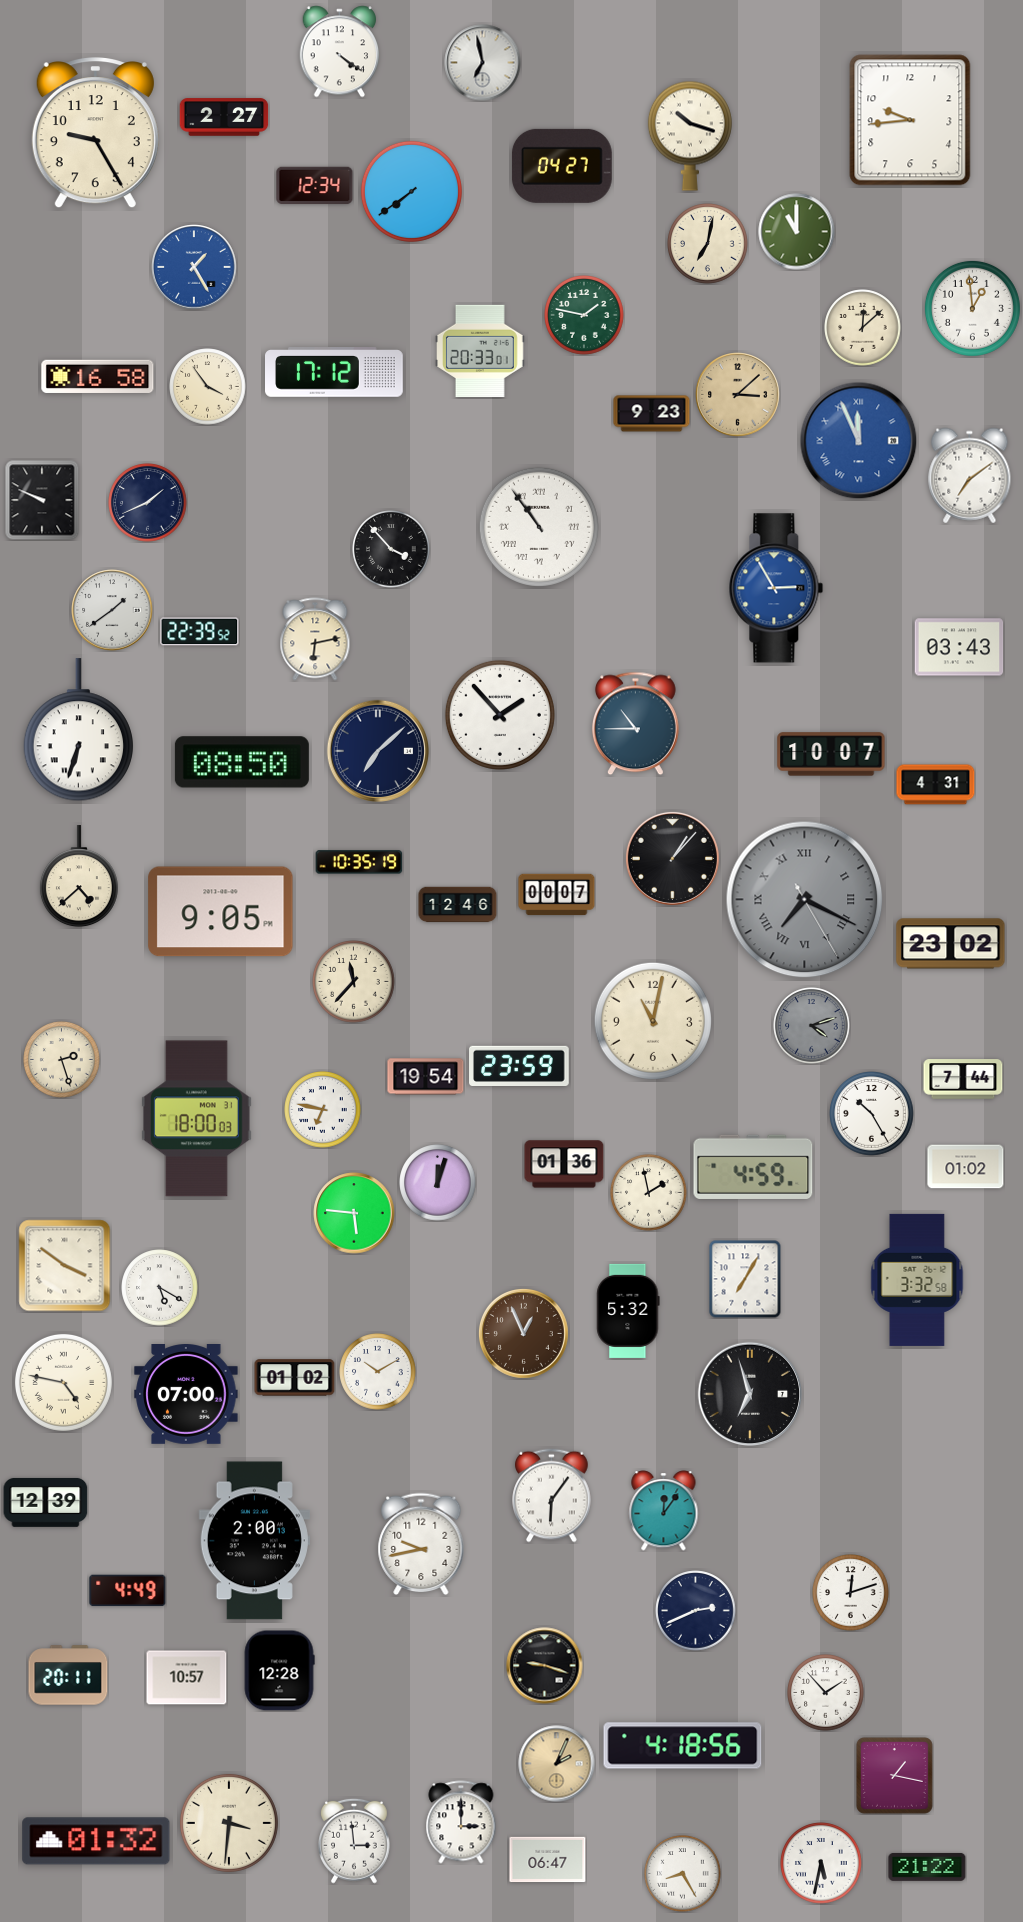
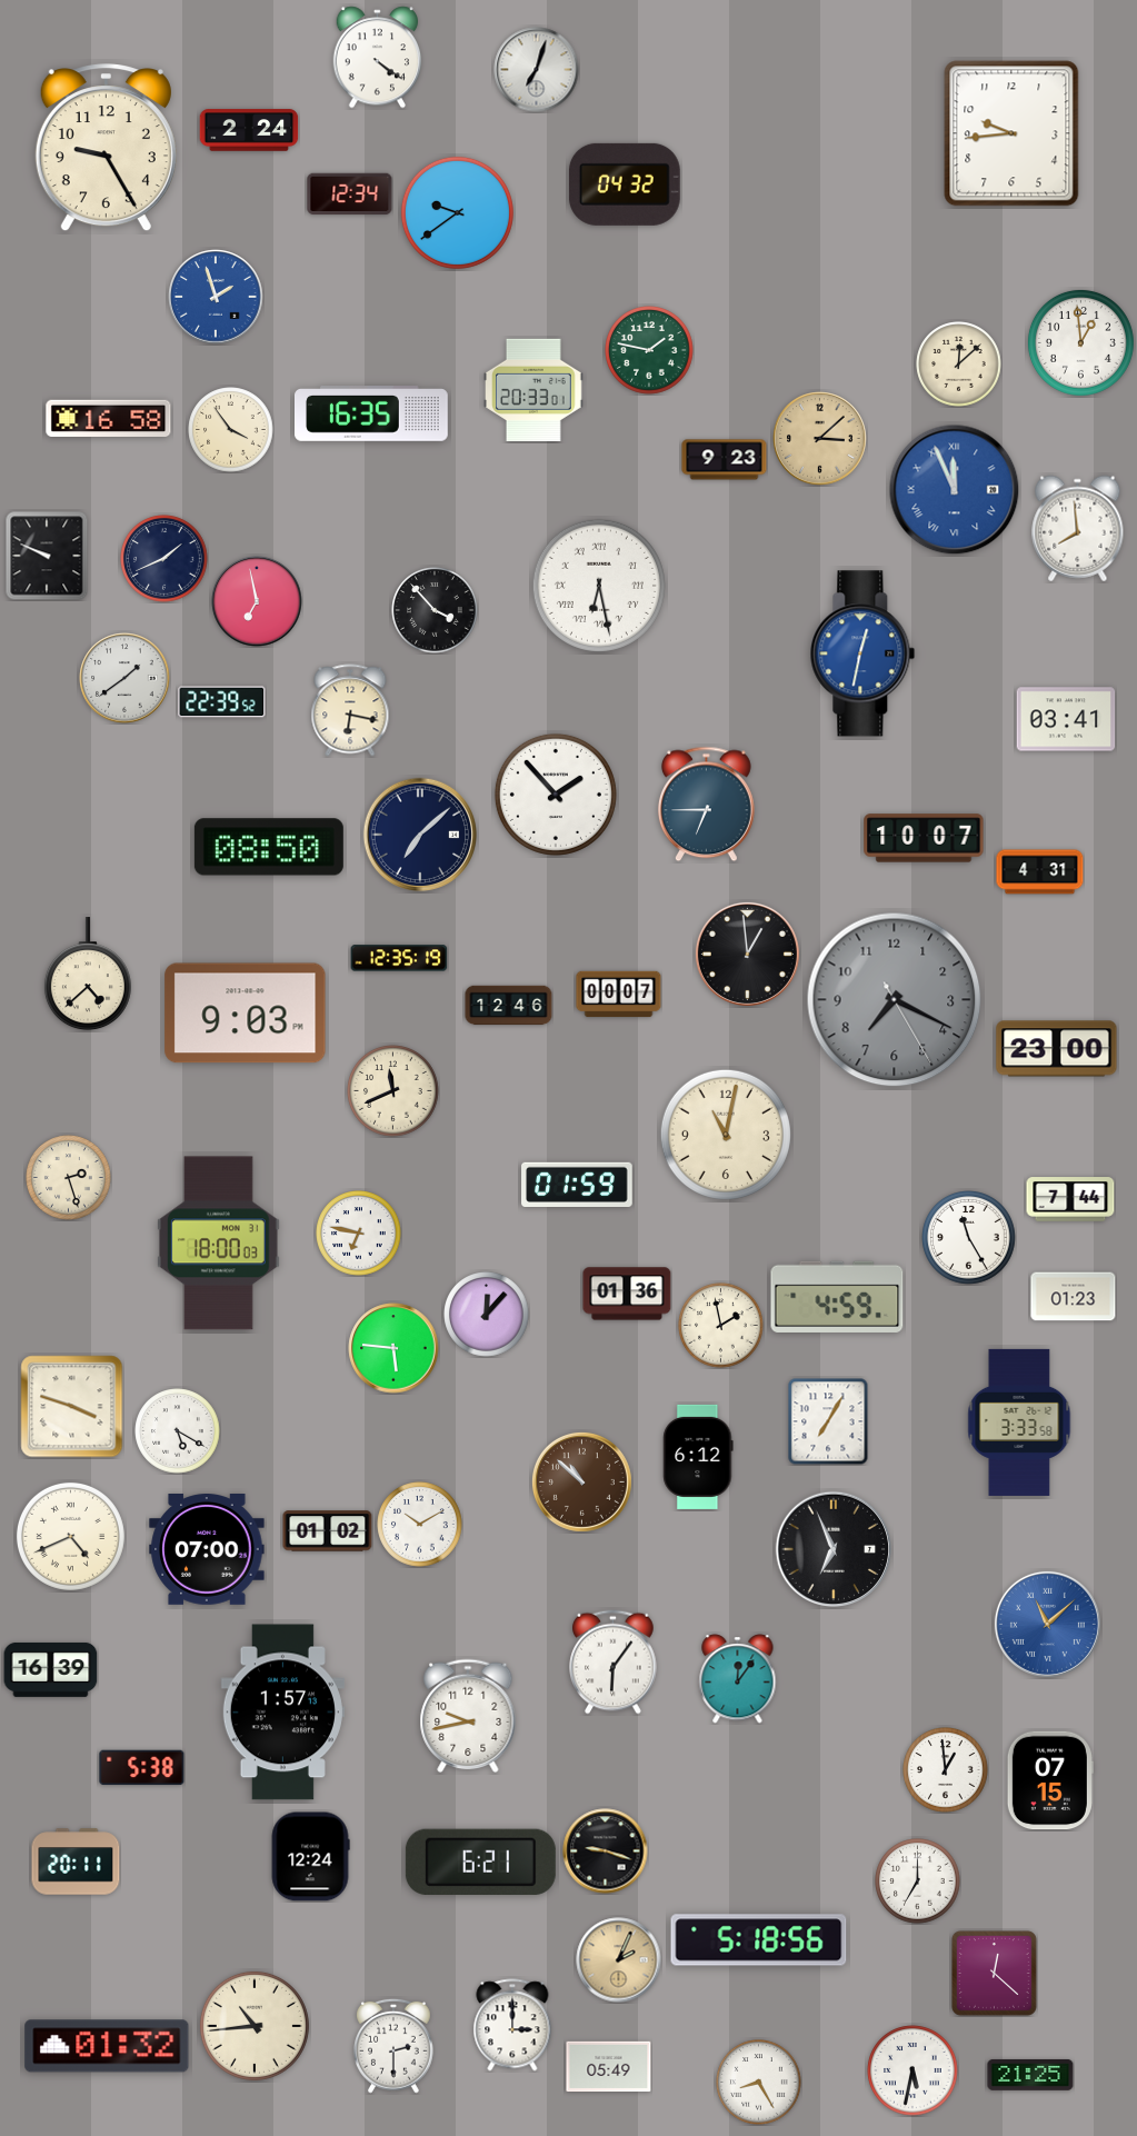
clock at (483, 63): 6:58 -> 7:03
clock at (224, 117): 2:27 -> 2:24
clock at (690, 136): 10:18 -> none
clock at (562, 166): 04:27 -> 04:32
clock at (315, 186) position: (315, 186) -> (350, 194)
clock at (411, 191): 7:39 -> 9:39
clock at (797, 232): 11:00 -> none
clock at (708, 244): 7:02 -> none
clock at (194, 267): 1:25 -> 1:57
clock at (334, 373): 17:12 -> 16:35
clock at (970, 476): 7:09 -> 7:59
clock at (539, 527): 10:54 -> 6:28
clock at (257, 601): none -> 6:58
clock at (776, 588): 2:55 -> 12:32
clock at (315, 639): 6:13 -> 6:17
clock at (959, 647): 03:43 -> 03:41
clock at (635, 724): 10:45 -> 6:45
clock at (78, 730): 6:33 -> none
clock at (672, 858): 1:07 -> 12:59
clock at (359, 862): 10:35 -> 12:35
clock at (805, 900) numerals: Roman -> Arabic
clock at (221, 912): 9:05 -> 9:03
clock at (951, 944): 23:02 -> 23:00
clock at (354, 982): 11:37 -> 11:41
clock at (812, 1026): 4:12 -> none
clock at (519, 1065): 23:59 -> 01:59
clock at (426, 1077): 19:54 -> none
clock at (872, 1114): 10:25 -> 11:25
clock at (966, 1167): 01:02 -> 01:23
clock at (438, 1183): 12:03 -> 12:07
clock at (65, 1266): 3:51 -> 3:48
clock at (917, 1280): 3:32 -> 3:33
clock at (628, 1311): 5:32 -> 6:12
clock at (523, 1333): 12:56 -> 10:52
clock at (63, 1382): 4:47 -> 4:41
clock at (750, 1394): 6:57 -> 6:56
clock at (1047, 1624): none -> 11:08
clock at (46, 1502): 12:39 -> 16:39
clock at (254, 1541): 2:00 -> 1:57
clock at (128, 1591): 4:49 -> 5:38
clock at (851, 1593): 12:12 -> 12:59
clock at (1050, 1780): none -> 07:15
clock at (696, 1611): 2:41 -> none
clock at (279, 1671): 12:28 -> 12:24
clock at (480, 1861): none -> 6:21
clock at (187, 1678): 10:57 -> none
clock at (826, 1693): 1:53 -> 7:00
clock at (683, 1746): 4:18 -> 5:18
clock at (894, 1775): 1:17 -> 12:22
clock at (229, 1823): 3:31 -> 10:44
clock at (355, 1841): 2:59 -> 2:30
clock at (548, 1860): 06:47 -> 05:49
clock at (927, 1867): 21:22 -> 21:25
